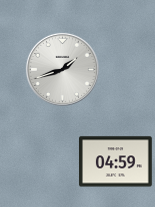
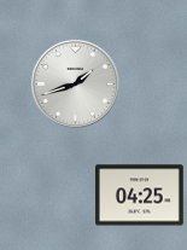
clock at (116, 162): 04:59 -> 04:25
